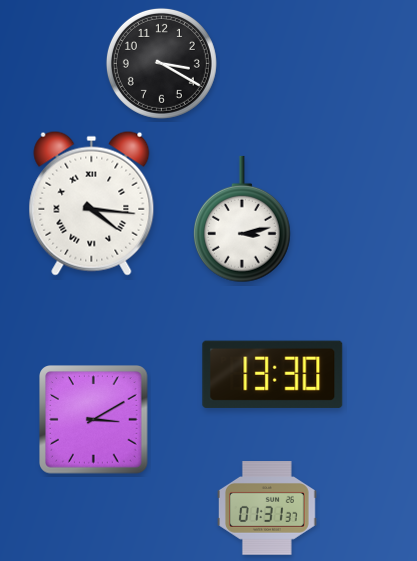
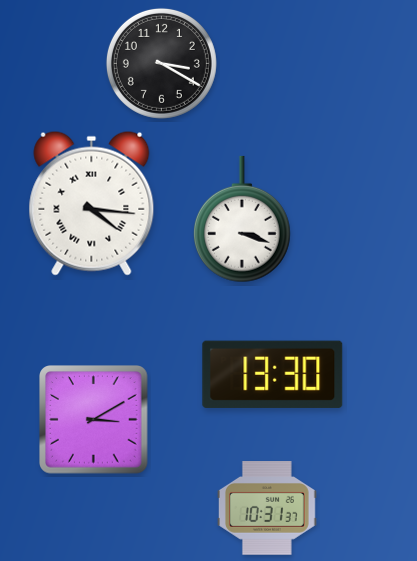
clock at (242, 219): 3:13 -> 3:18
clock at (267, 508): 01:31 -> 10:31
